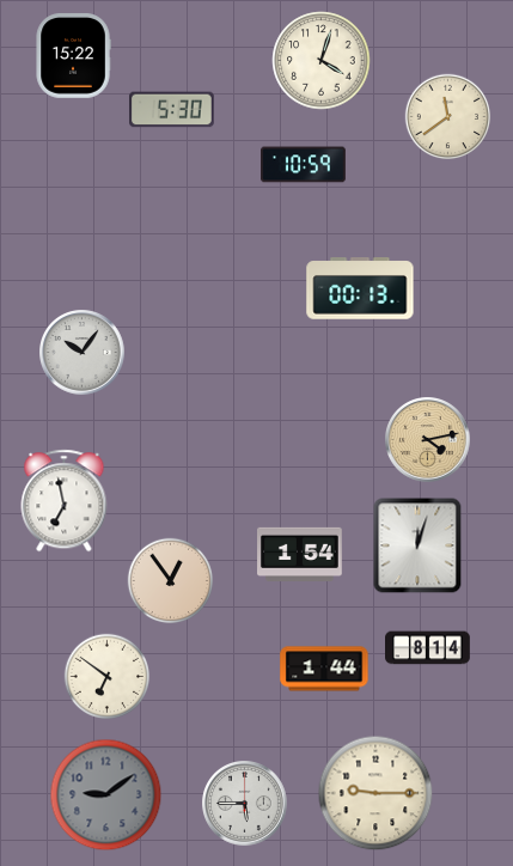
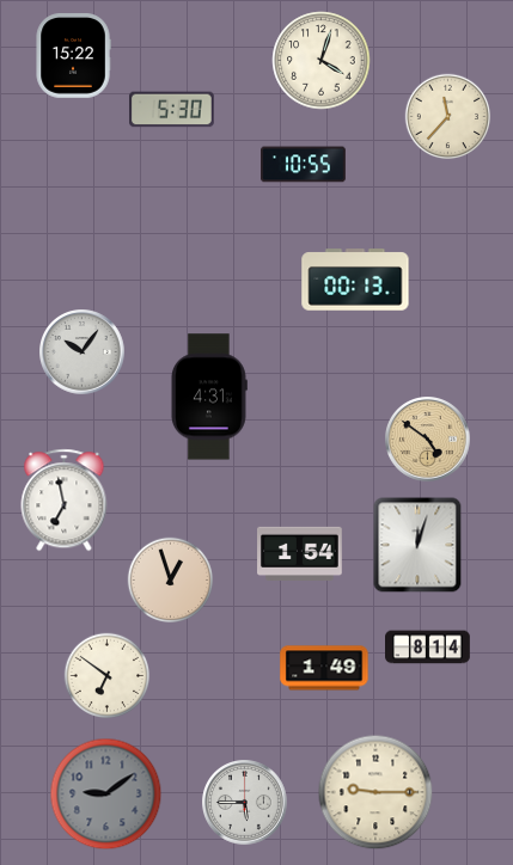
clock at (448, 117): 11:39 -> 11:37
clock at (304, 165): 10:59 -> 10:55
clock at (360, 288) position: (360, 288) -> (355, 280)
clock at (209, 397): none -> 4:31
clock at (428, 440): 4:13 -> 4:51
clock at (171, 581): 12:54 -> 12:57
clock at (324, 669): 1:44 -> 1:49
